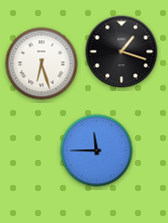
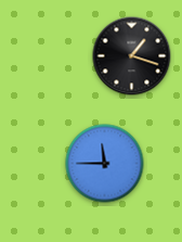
clock at (42, 64): 6:27 -> none
